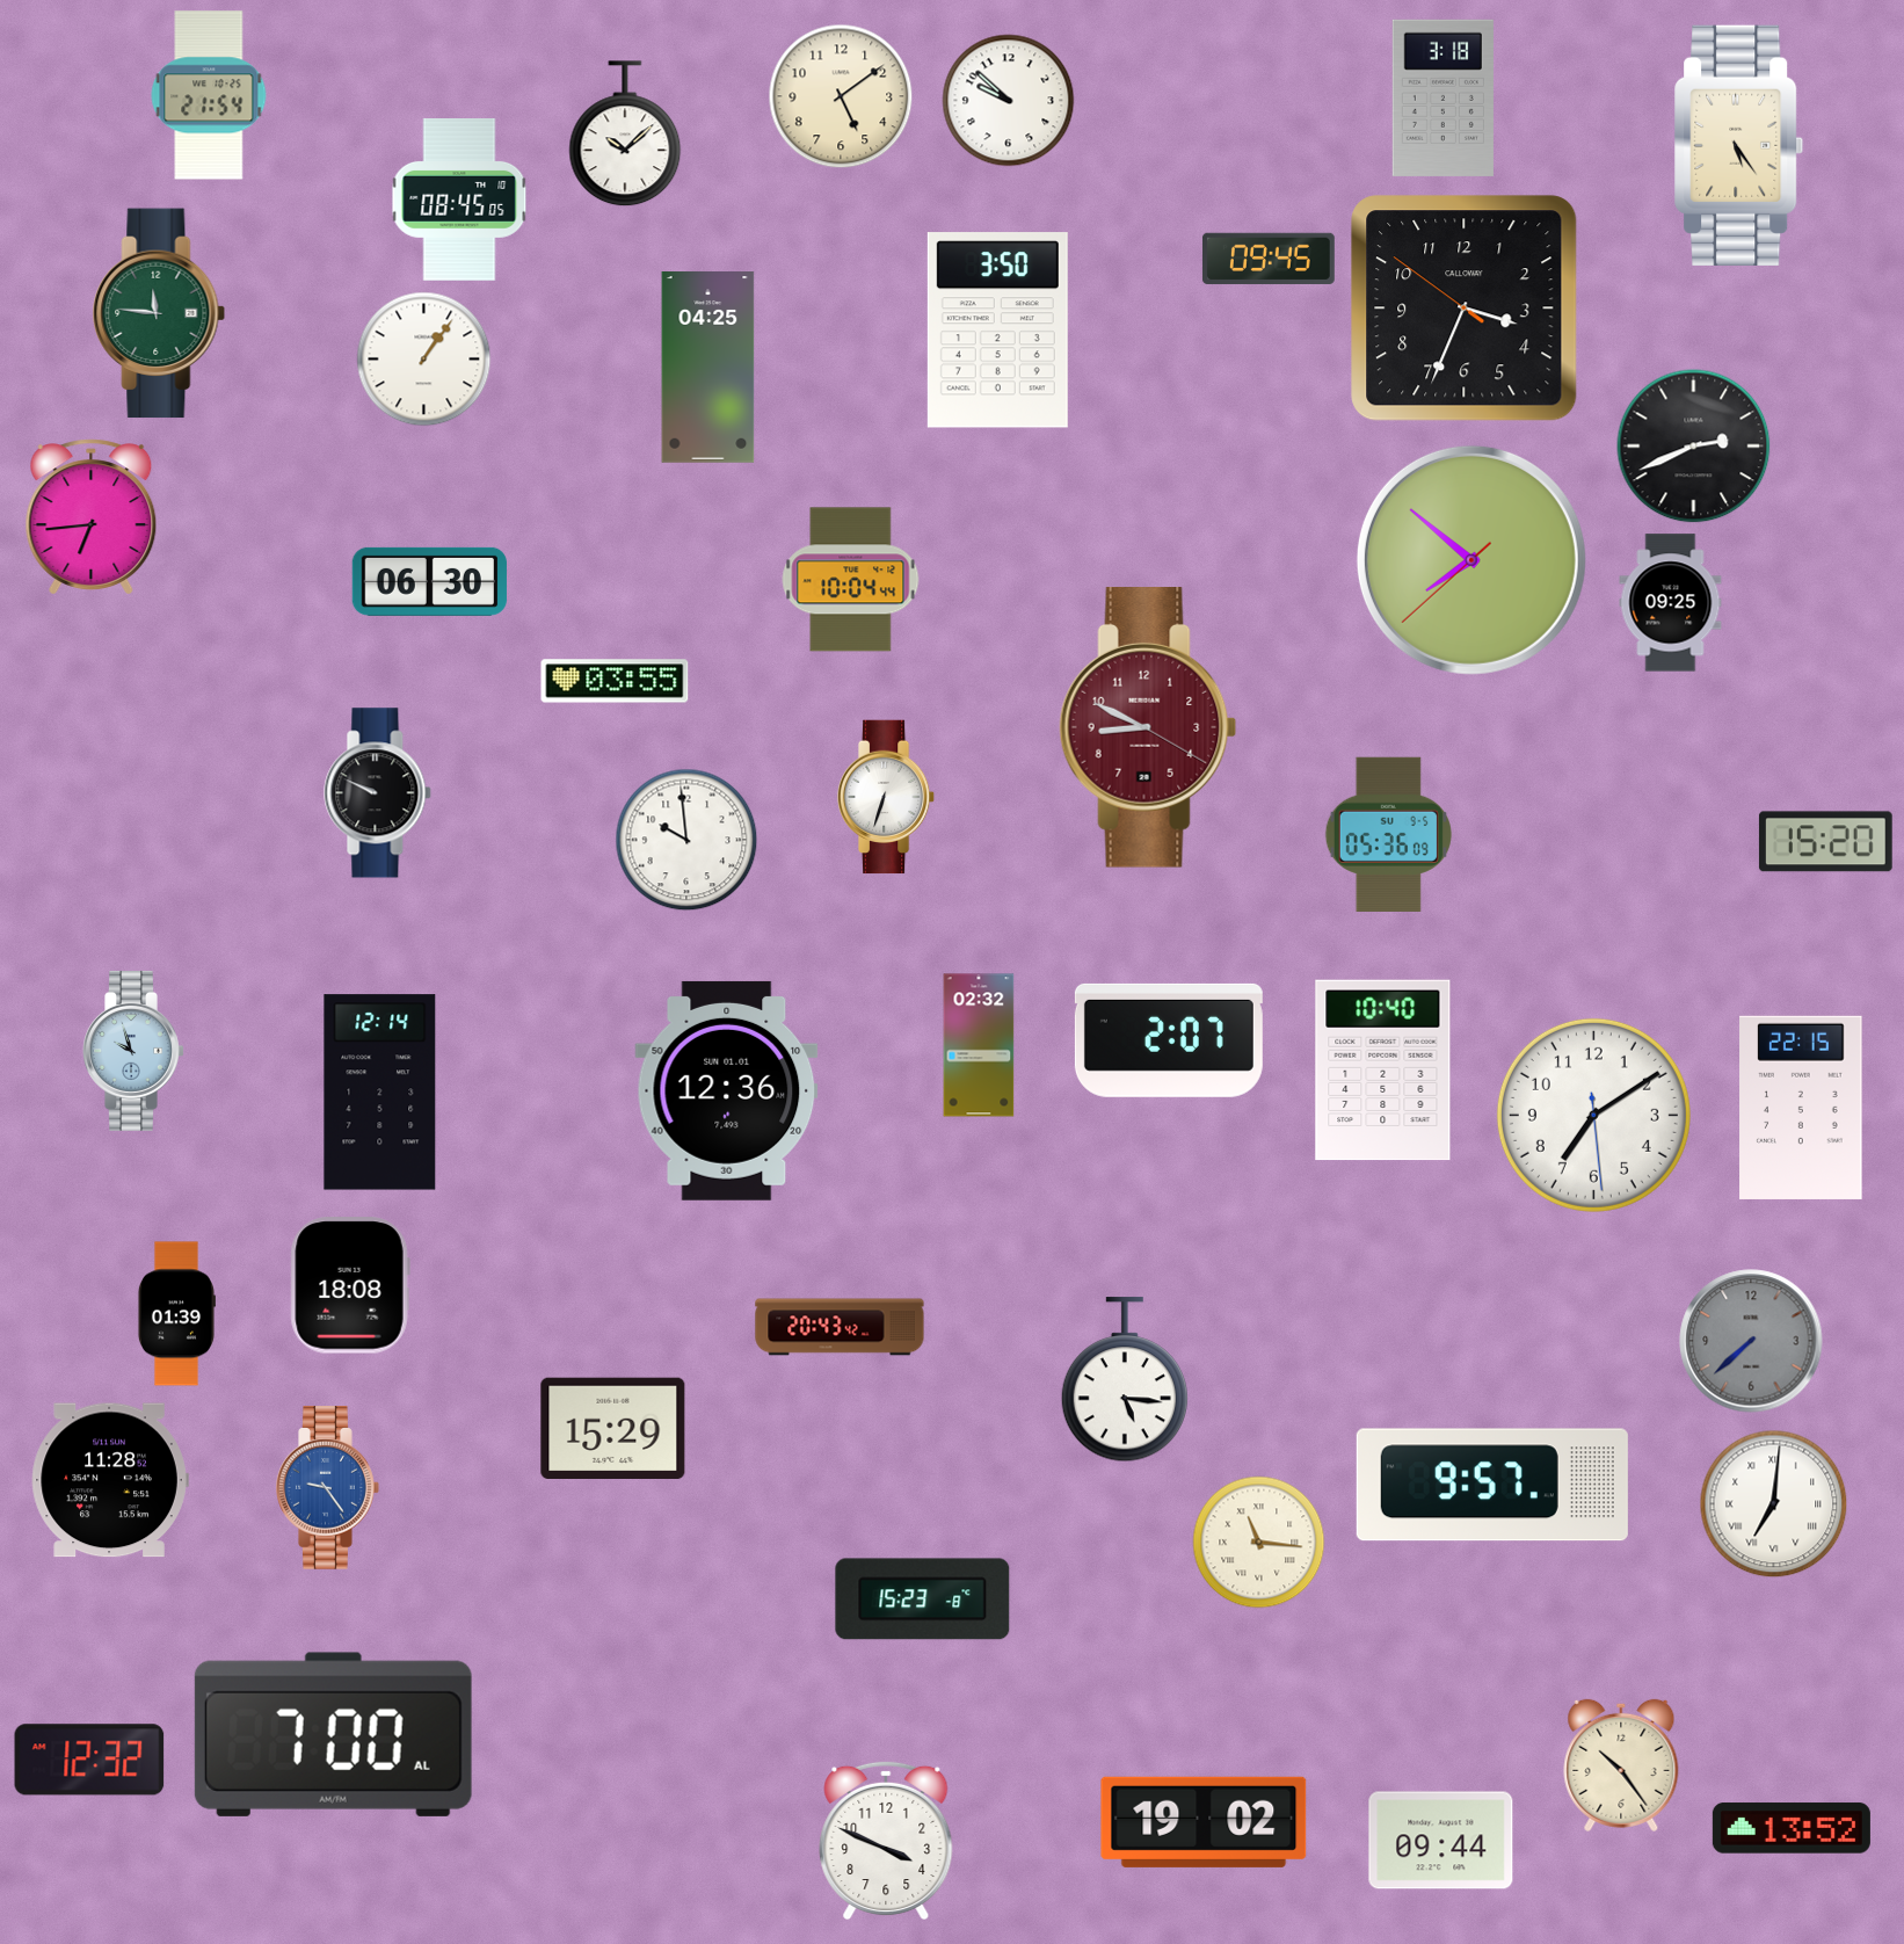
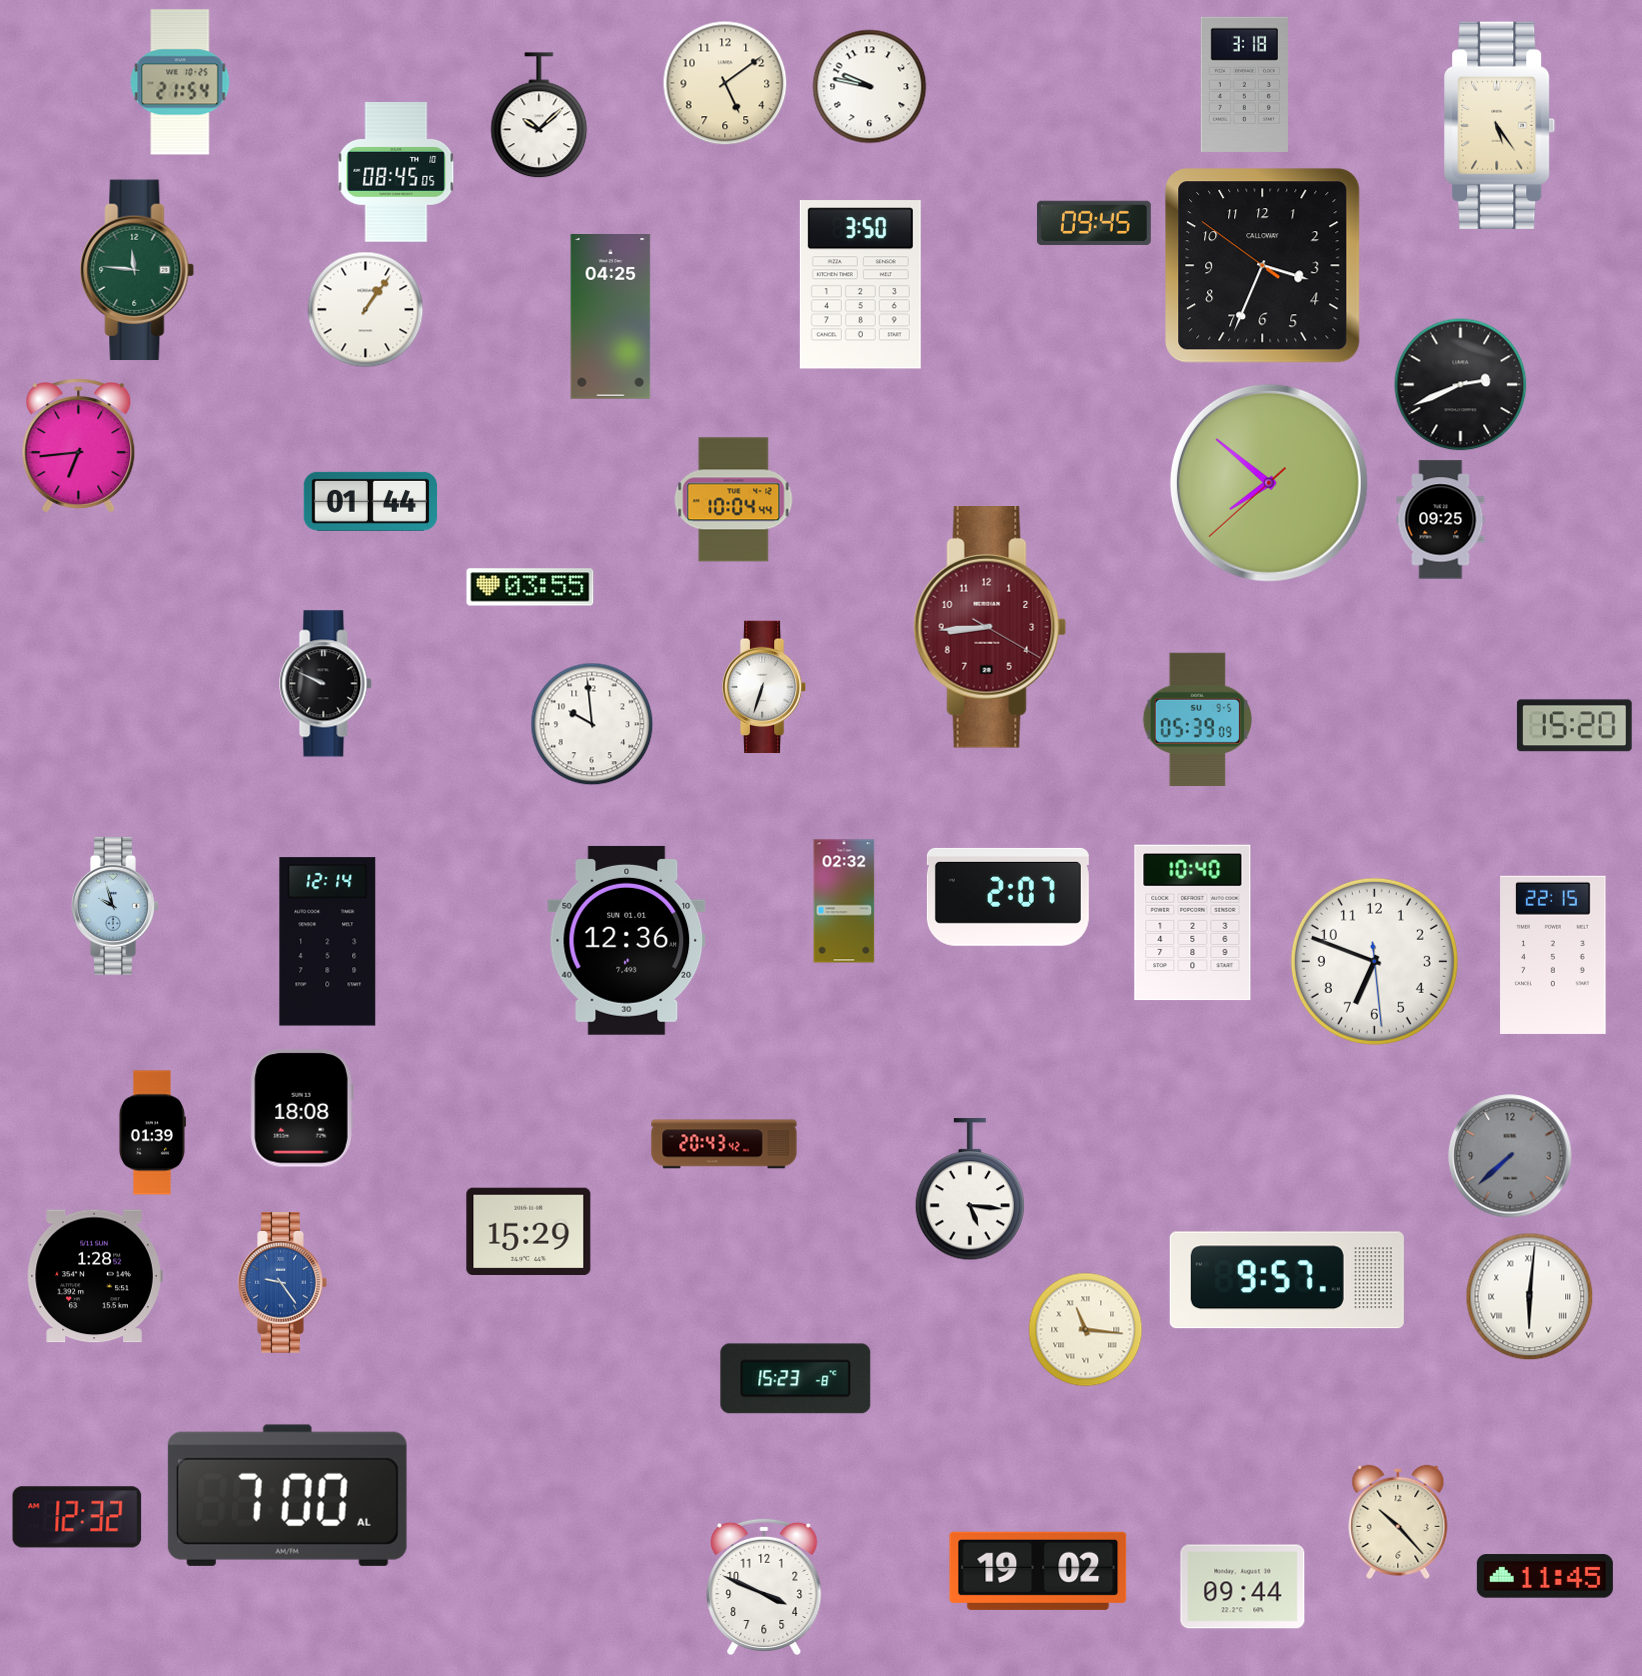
clock at (1009, 101): 9:52 -> 9:47
clock at (429, 581): 06:30 -> 01:44
clock at (1148, 728): 8:49 -> 8:44
clock at (1388, 834): 05:36 -> 05:39
clock at (1593, 1115): 7:09 -> 6:48
clock at (110, 1480): 11:28 -> 1:28
clock at (1774, 1504): 7:01 -> 6:01
clock at (1621, 1765): 10:24 -> 10:23
clock at (1792, 1828): 13:52 -> 11:45
